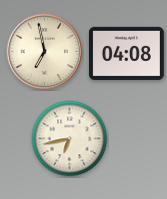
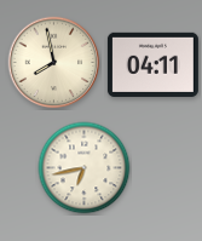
clock at (45, 52): 6:58 -> 7:58
clock at (126, 53): 04:08 -> 04:11
